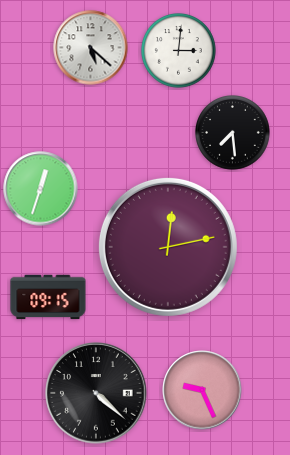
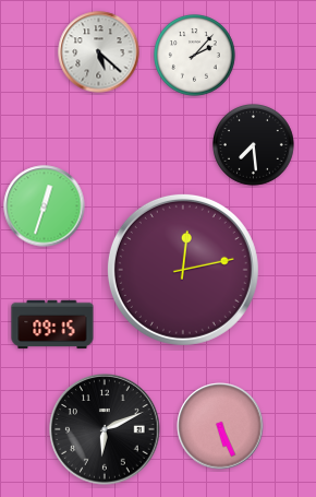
clock at (179, 51): 3:01 -> 2:07
clock at (202, 390): 9:26 -> 5:26
clock at (96, 393): 4:22 -> 6:11
